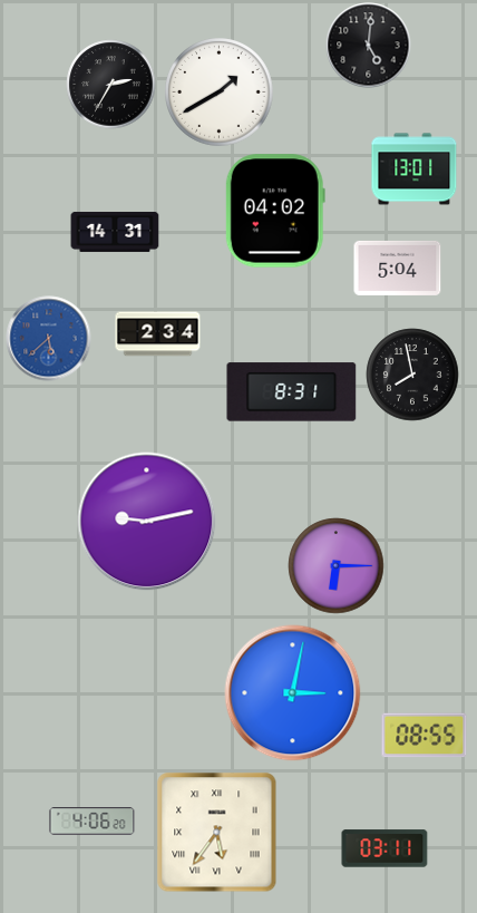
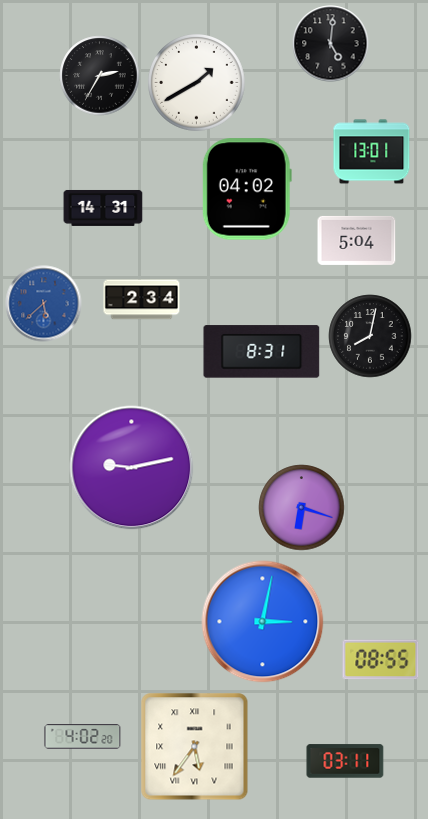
clock at (369, 46) position: (369, 46) -> (331, 44)
clock at (412, 375): 7:58 -> 8:02
clock at (337, 566): 6:15 -> 6:18
clock at (93, 822): 4:06 -> 4:02
